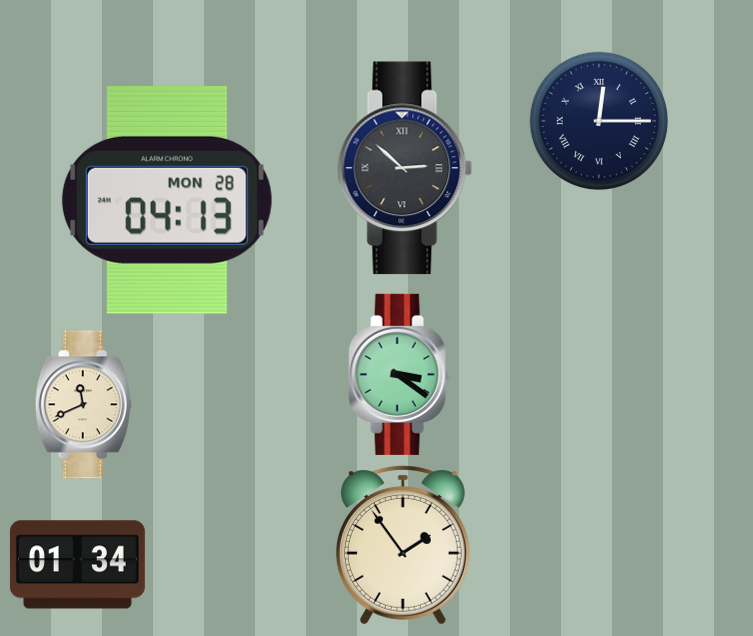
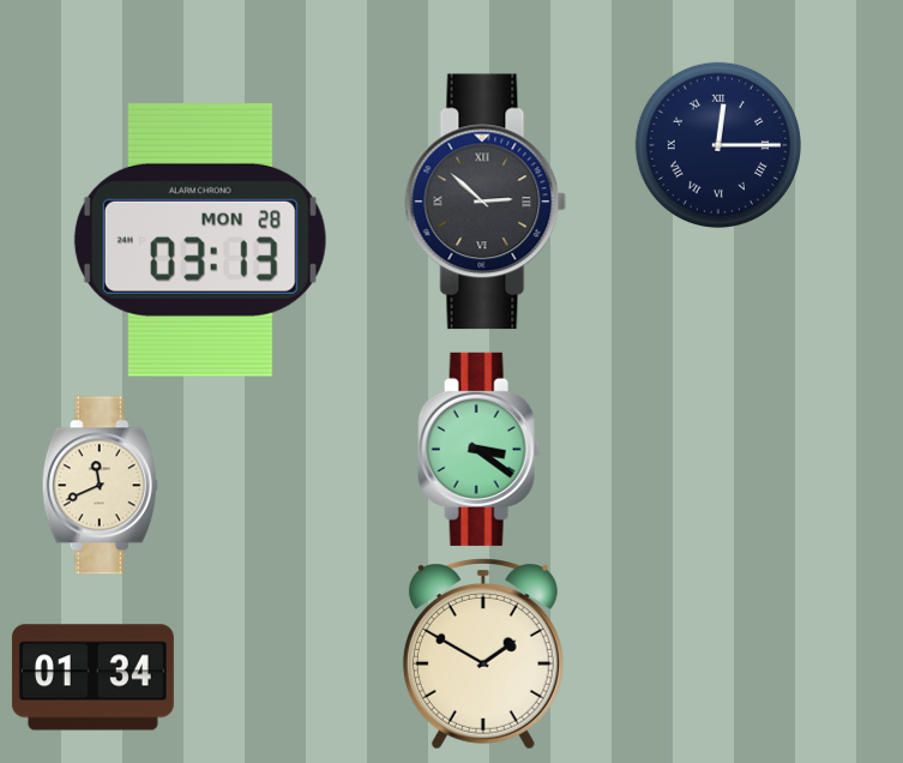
clock at (167, 200): 04:13 -> 03:13
clock at (403, 545): 1:54 -> 1:50
